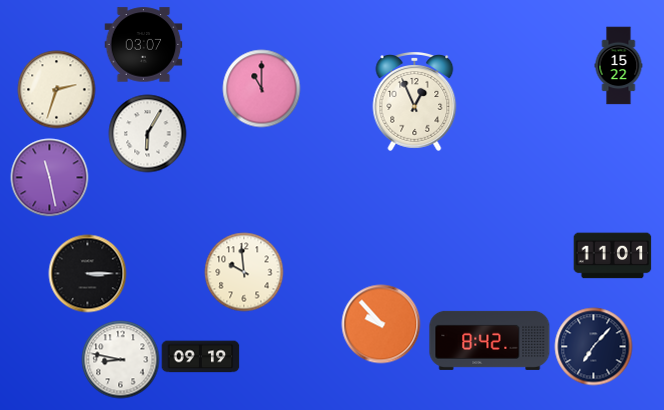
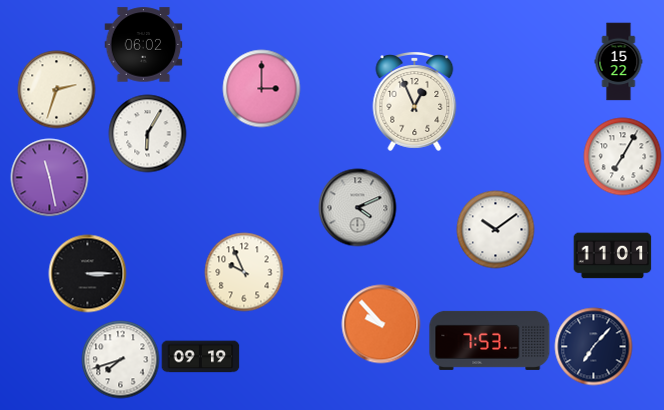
clock at (143, 45): 03:07 -> 06:02
clock at (619, 65) position: (619, 65) -> (619, 61)
clock at (261, 88): 11:00 -> 3:00
clock at (622, 156): none -> 7:05
clock at (357, 207): none -> 4:11
clock at (495, 229): none -> 10:09
clock at (244, 272): 9:59 -> 9:56
clock at (490, 340): 8:42 -> 7:53
clock at (120, 359): 8:47 -> 7:42
